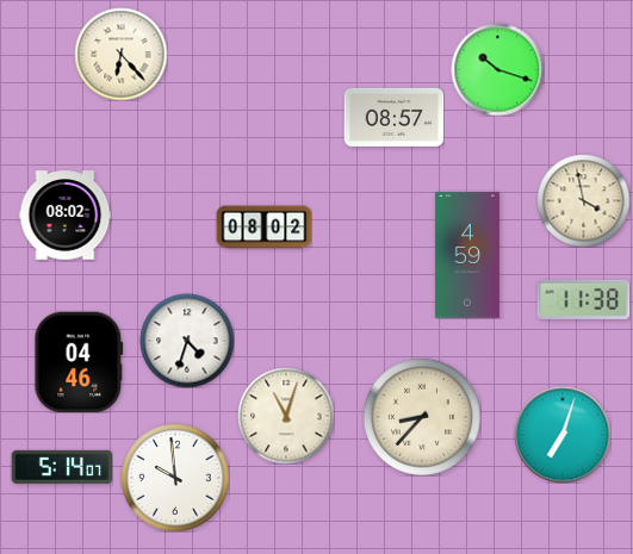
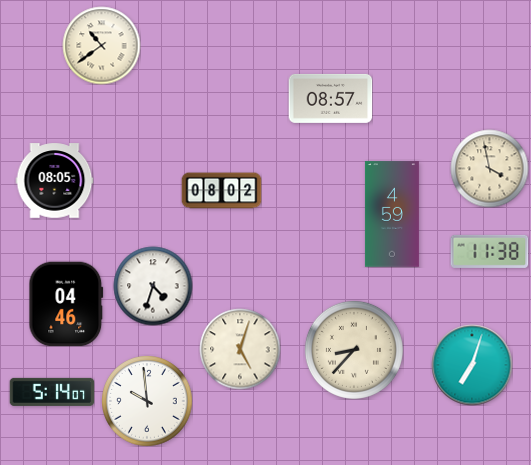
clock at (120, 54): 6:23 -> 10:39
clock at (497, 69): 10:18 -> none
clock at (64, 216): 08:02 -> 08:05
clock at (187, 341) position: (187, 341) -> (153, 286)
clock at (286, 416): 11:03 -> 5:03
